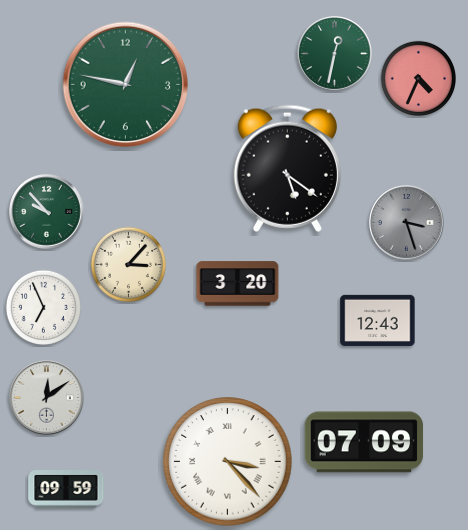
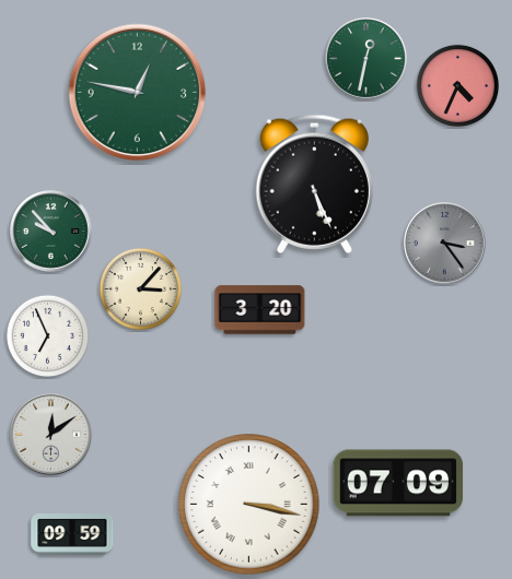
clock at (287, 168): 5:21 -> 5:26
clock at (407, 223): 3:27 -> 3:24
clock at (378, 320): 12:43 -> none
clock at (228, 462): 3:23 -> 3:17
